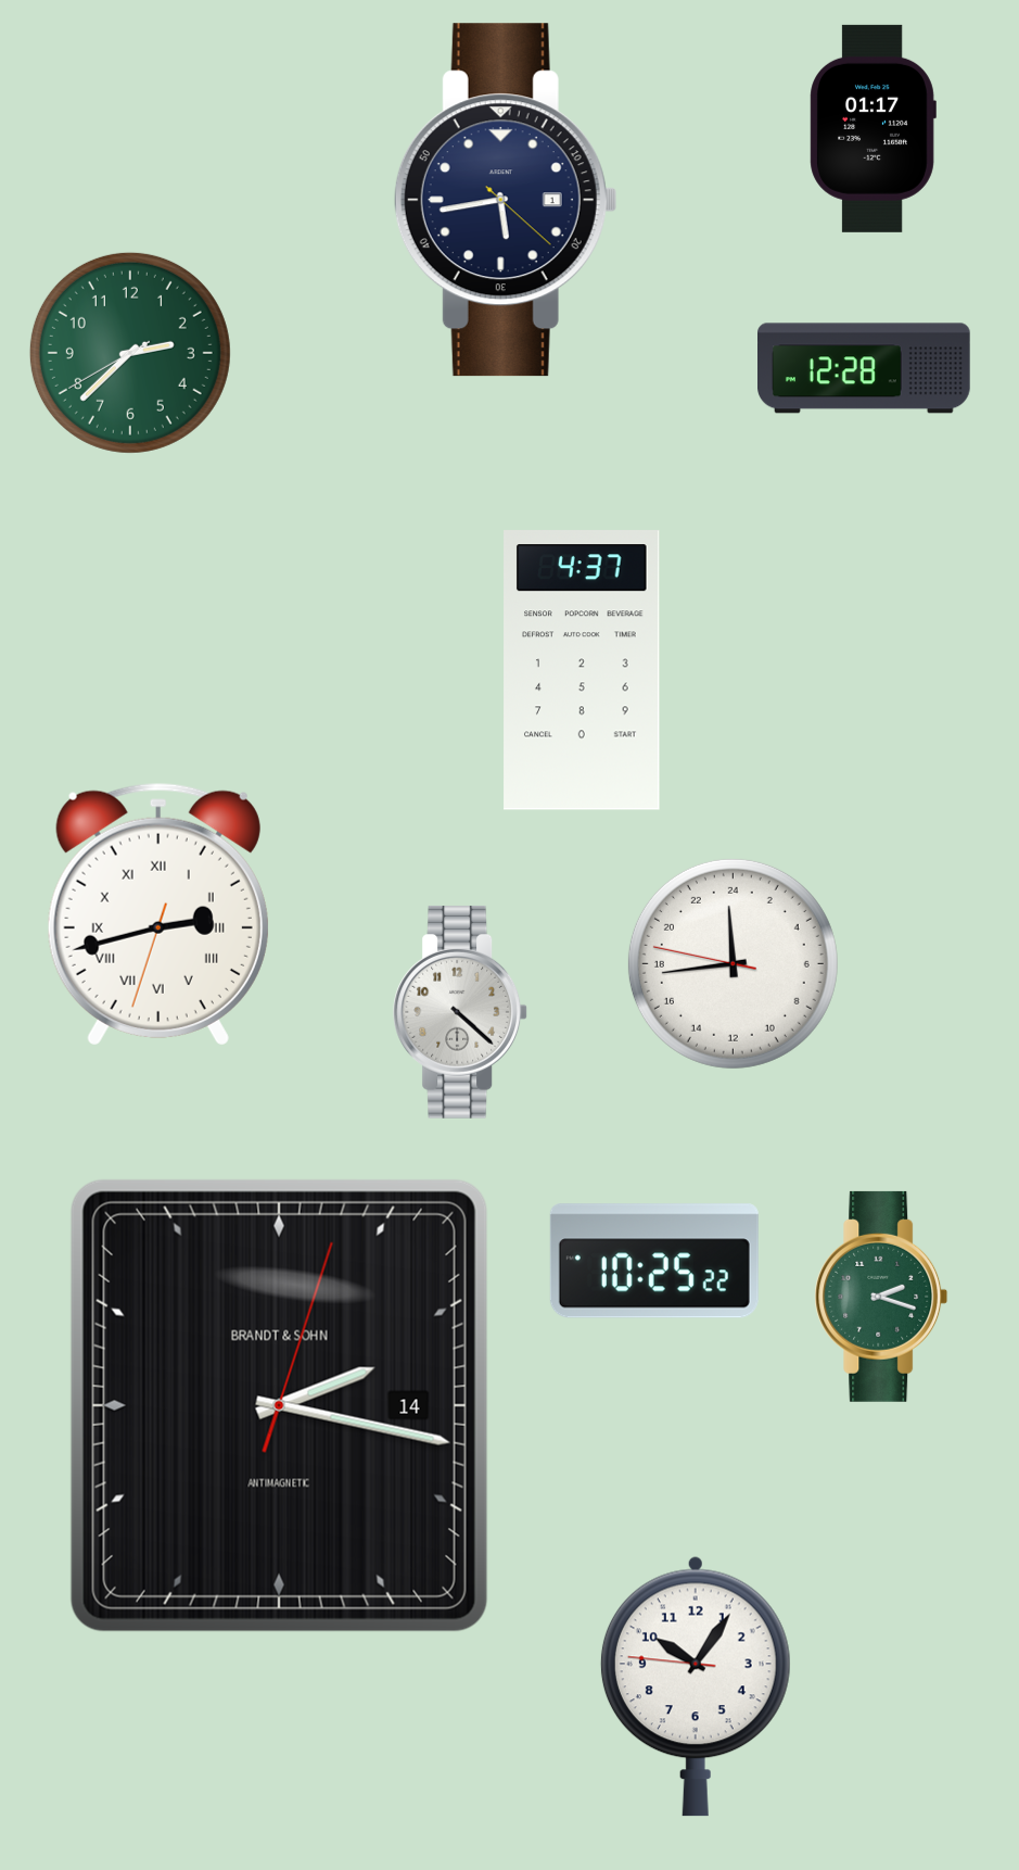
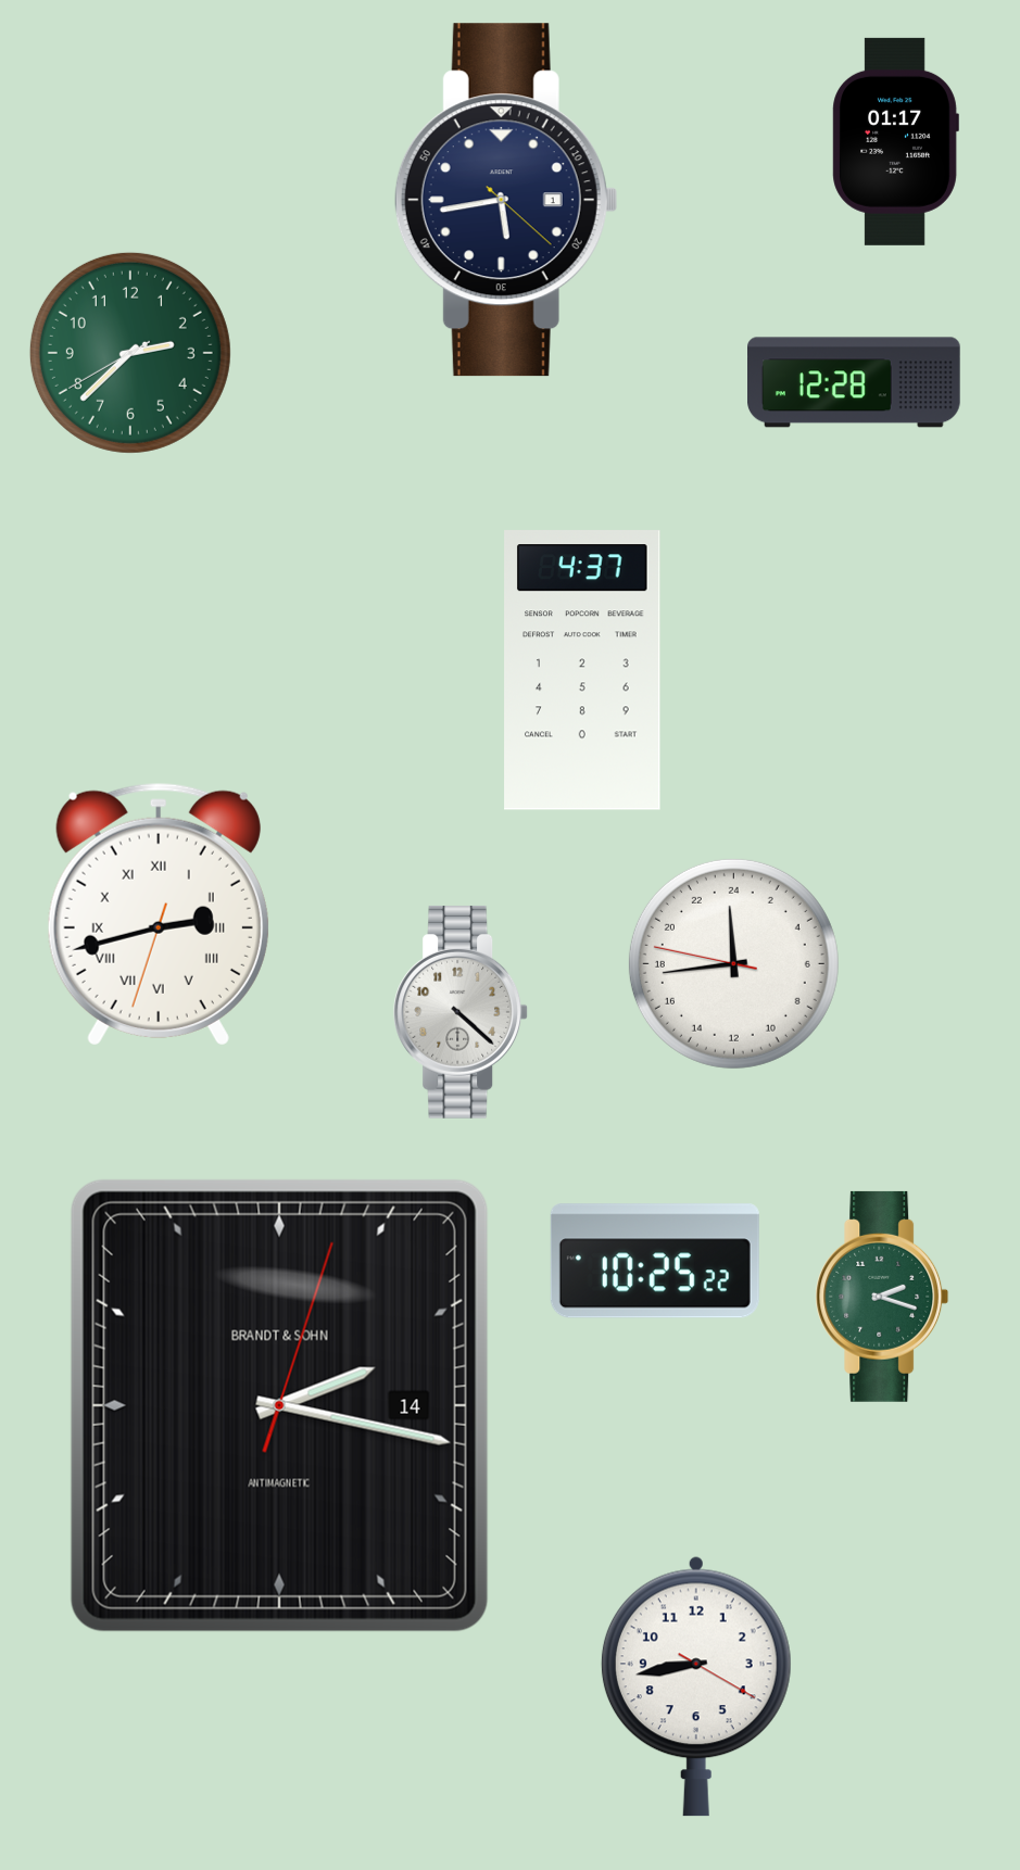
clock at (872, 128) position: (872, 128) -> (895, 141)
clock at (865, 368) position: (865, 368) -> (855, 382)
clock at (696, 1686): 10:05 -> 8:43
